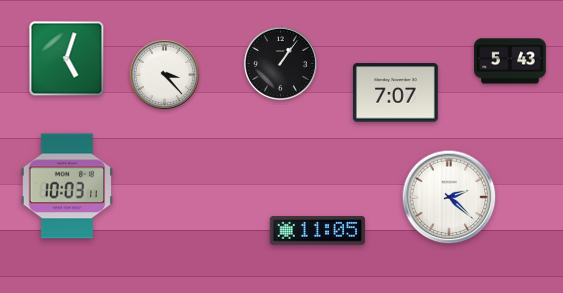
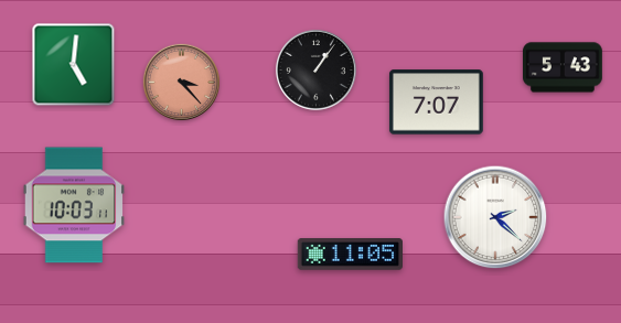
clock at (67, 59): 5:03 -> 5:01
clock at (280, 63) position: (280, 63) -> (315, 69)
clock at (164, 74) dial: white -> salmon
